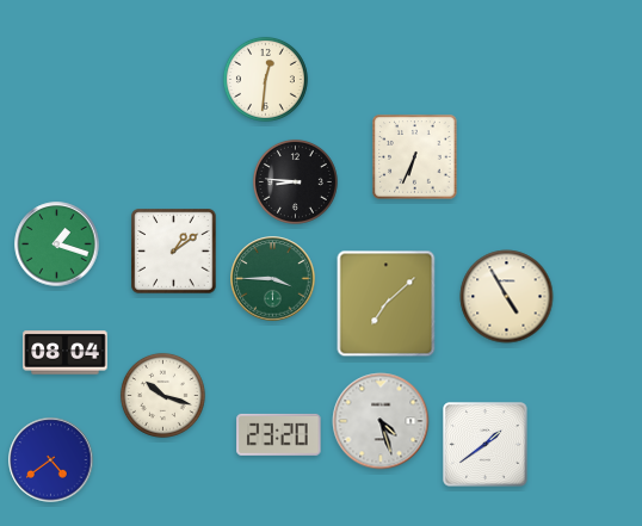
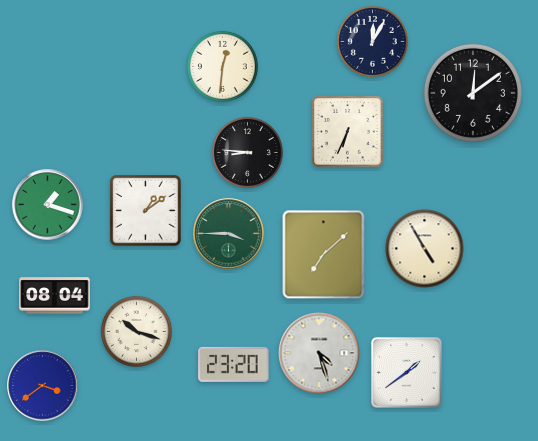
clock at (372, 41): none -> 12:05
clock at (473, 93): none -> 12:09
clock at (51, 460): 4:39 -> 3:39
